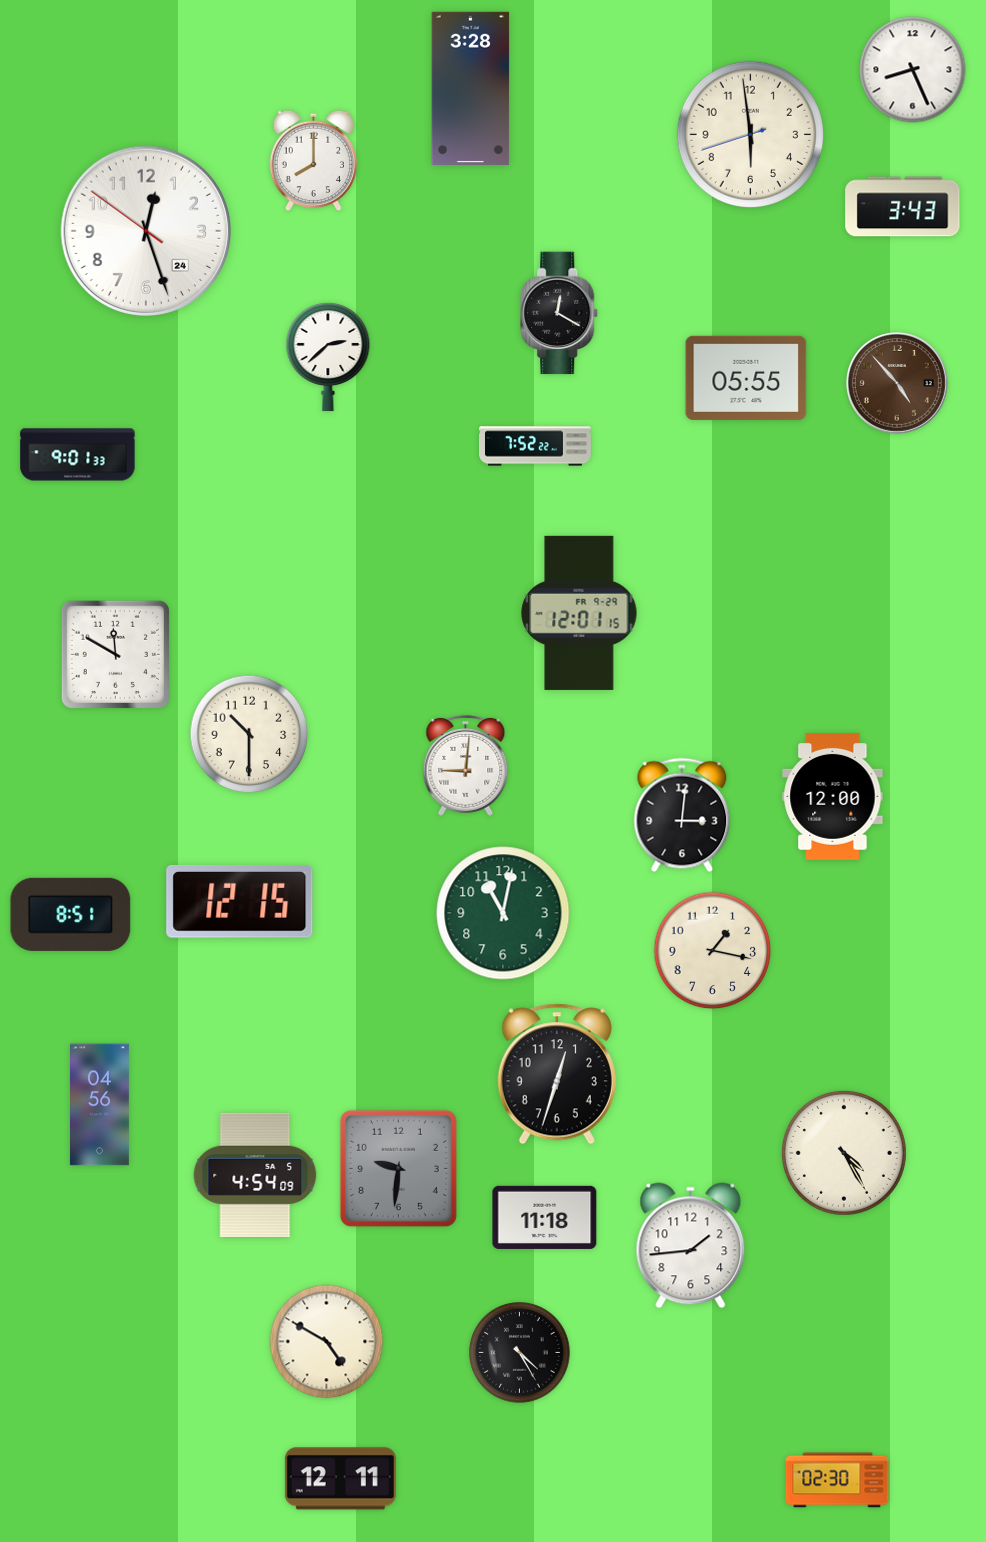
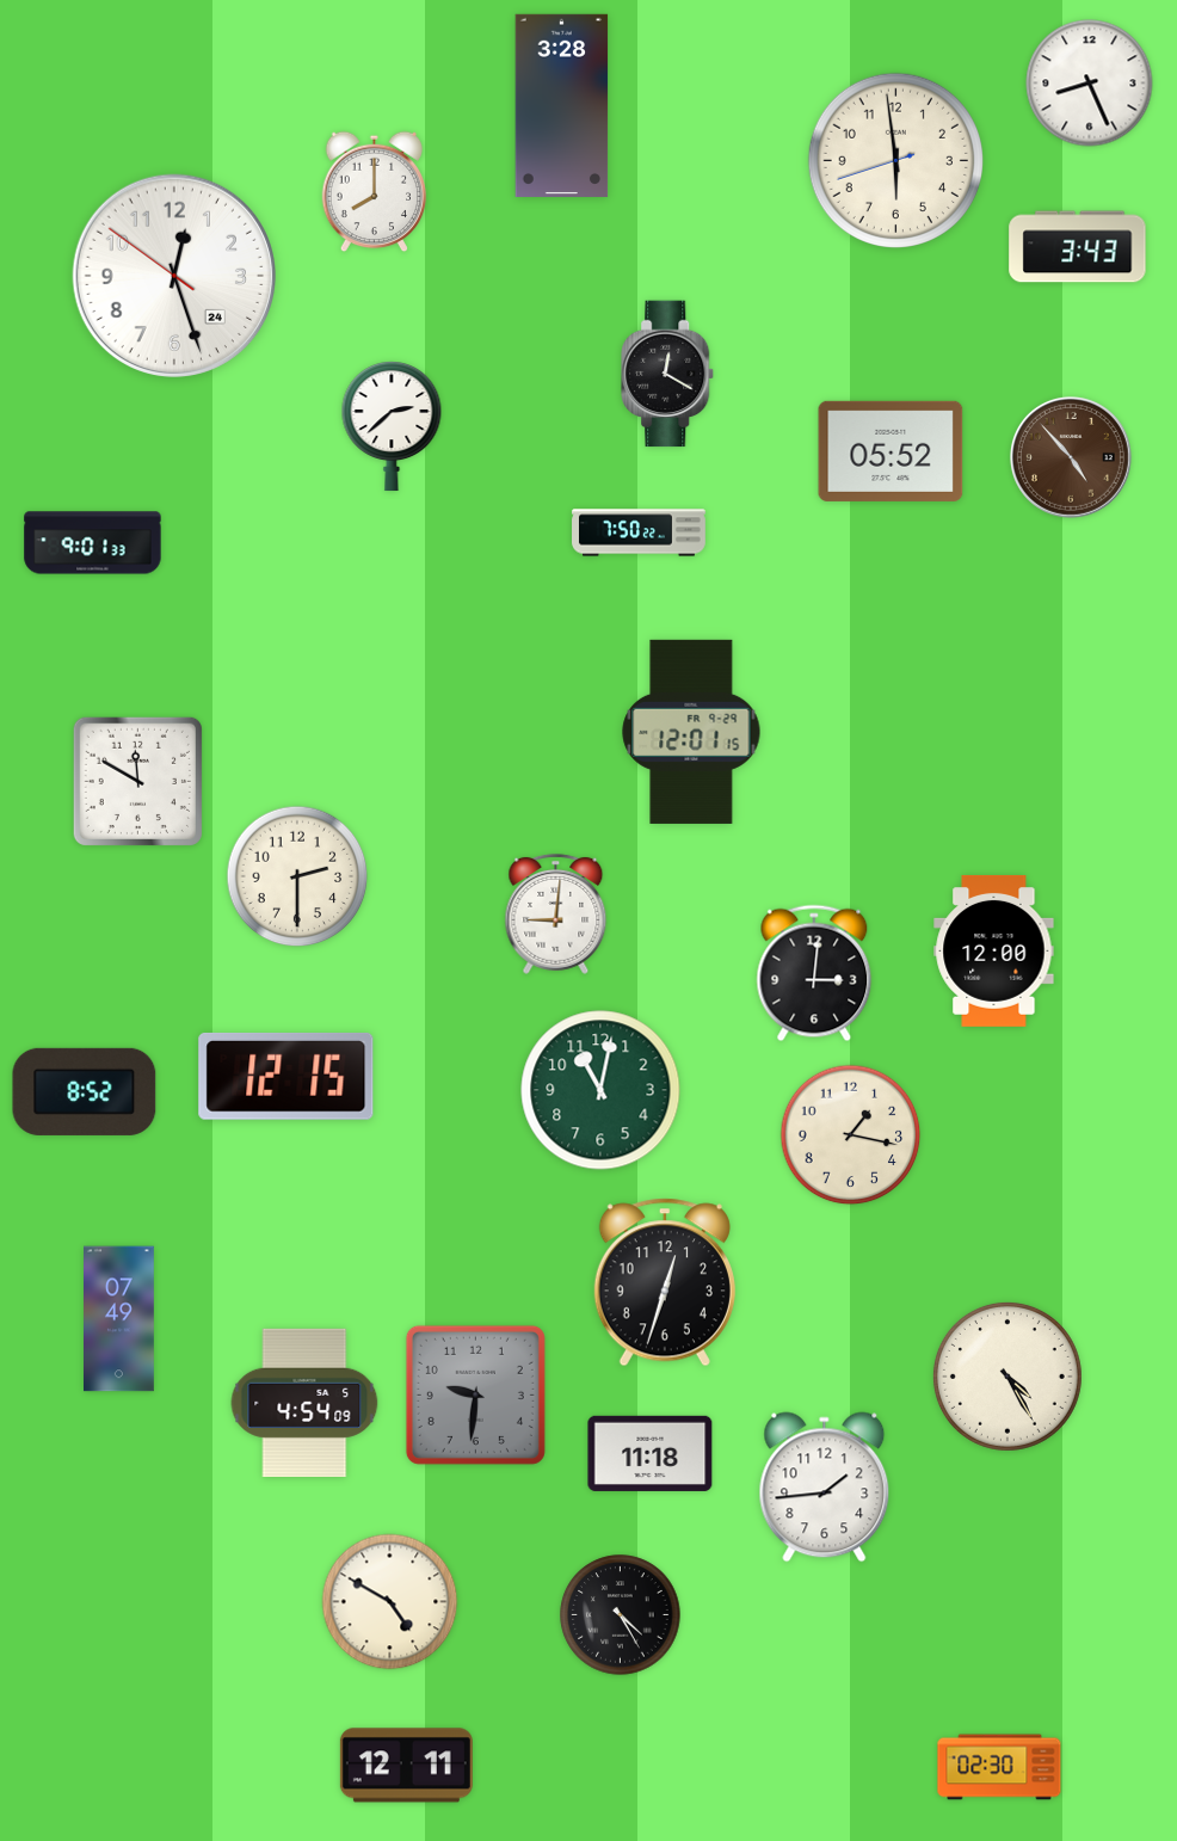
clock at (746, 378): 05:55 -> 05:52
clock at (535, 446): 7:52 -> 7:50
clock at (249, 734): 10:30 -> 2:30
clock at (71, 914): 8:51 -> 8:52
clock at (100, 1105): 04:56 -> 07:49
